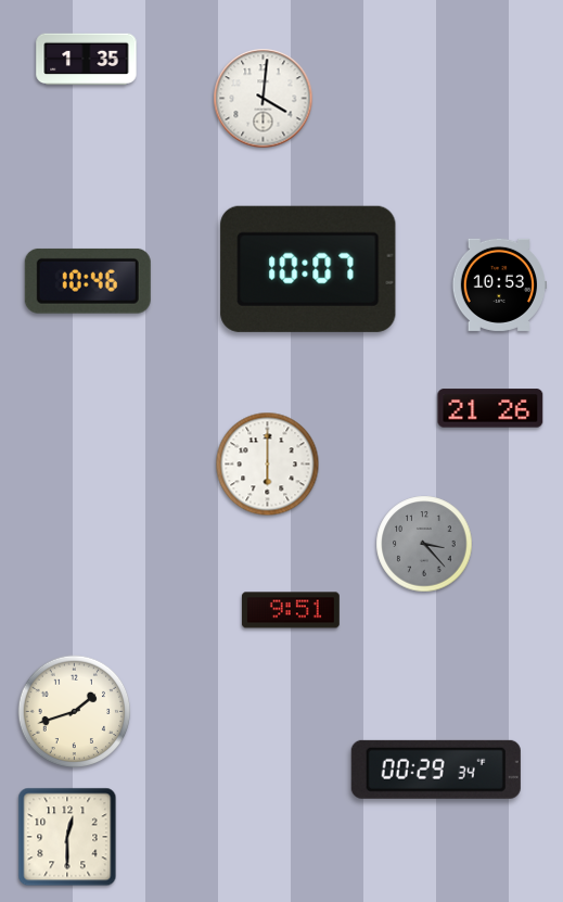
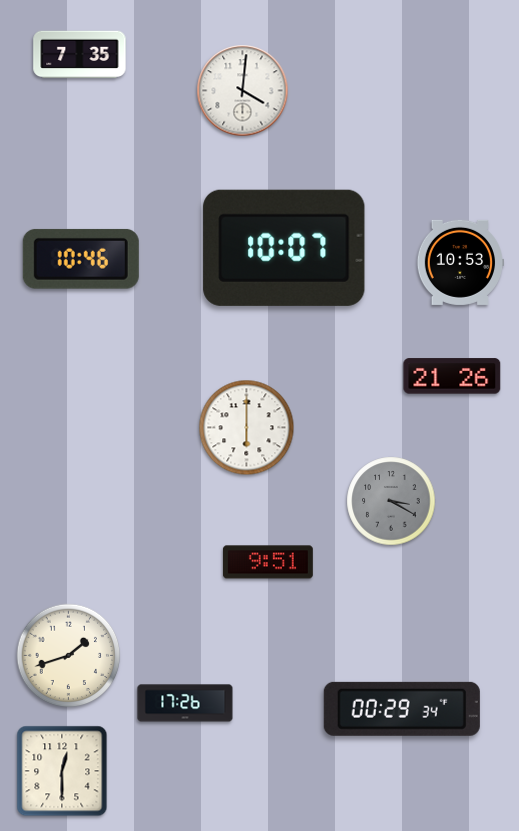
clock at (87, 60): 1:35 -> 7:35
clock at (424, 544): 3:23 -> 3:20
clock at (185, 703): none -> 17:26
